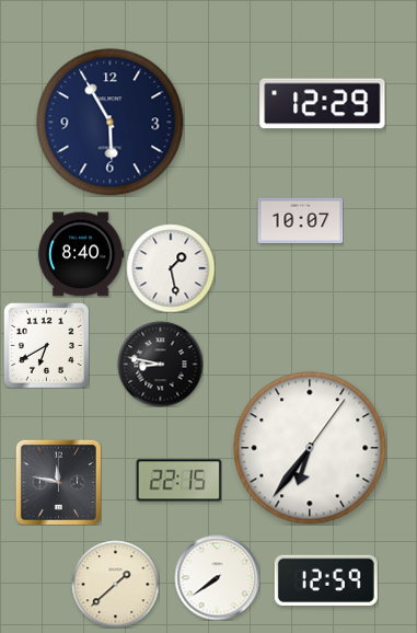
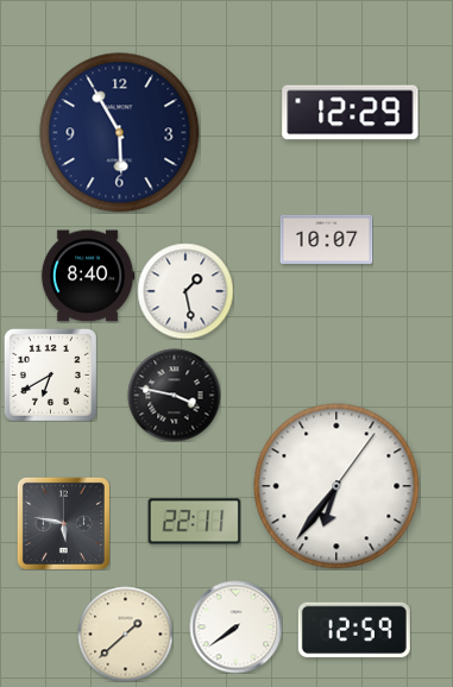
clock at (160, 364): 8:47 -> 3:47
clock at (178, 481): 22:15 -> 22:11
clock at (58, 482): 11:47 -> 5:47
